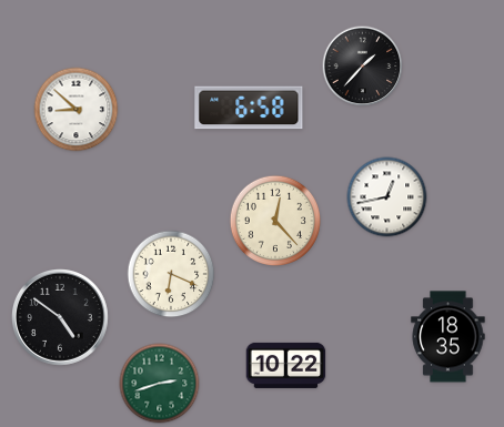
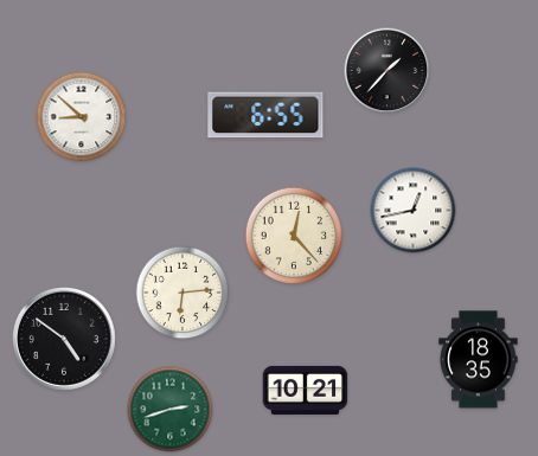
clock at (249, 108): 6:58 -> 6:55
clock at (171, 274): 6:19 -> 6:14
clock at (286, 365): 10:22 -> 10:21
